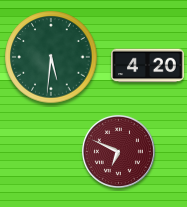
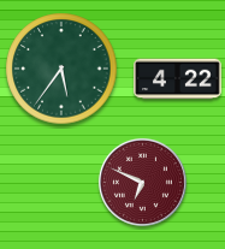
clock at (51, 57): 5:31 -> 5:36
clock at (148, 66): 4:20 -> 4:22
